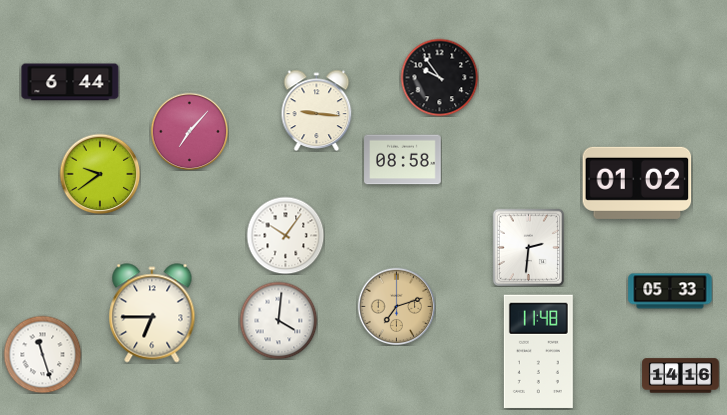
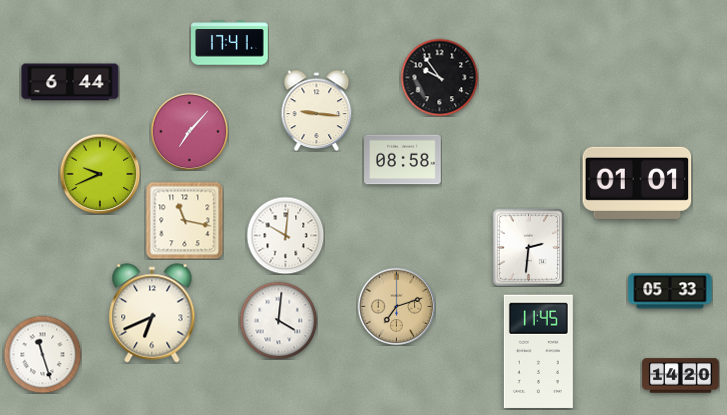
clock at (230, 43): none -> 17:41
clock at (100, 174): 9:39 -> 9:41
clock at (637, 183): 01:02 -> 01:01
clock at (184, 220): none -> 11:17
clock at (285, 235): 10:06 -> 10:01
clock at (152, 313): 6:45 -> 6:41
clock at (538, 351): 11:48 -> 11:45
clock at (681, 376): 14:16 -> 14:20
